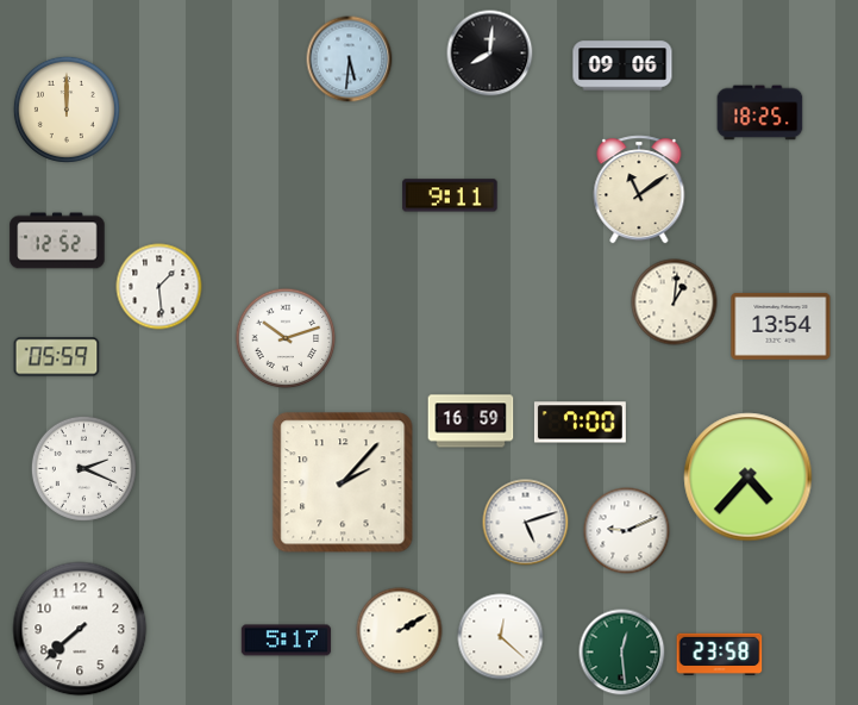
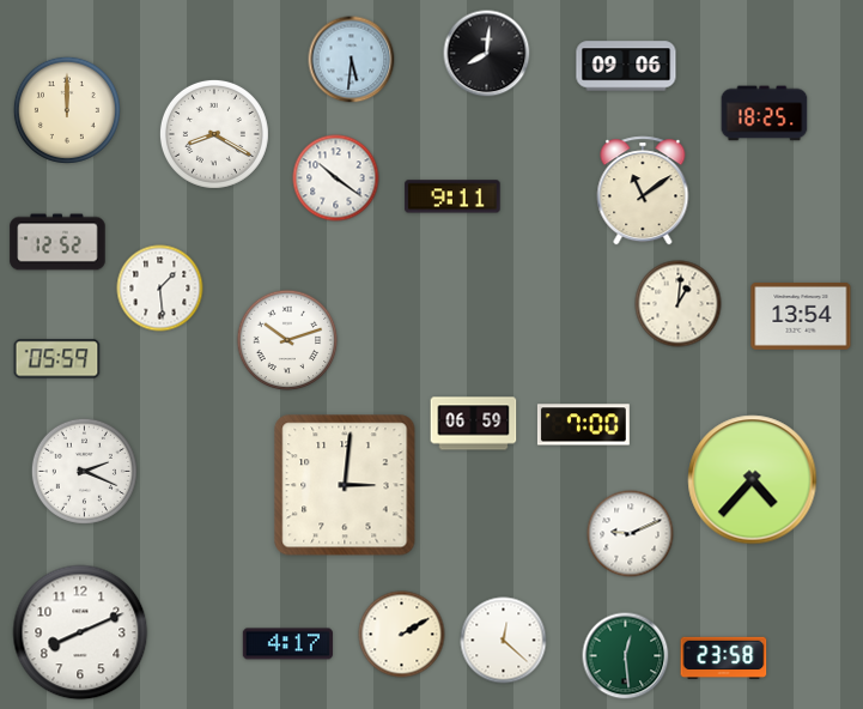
clock at (490, 54) position: (490, 54) -> (487, 54)
clock at (214, 134): none -> 8:20
clock at (336, 178): none -> 10:21
clock at (781, 326) position: (781, 326) -> (801, 316)
clock at (471, 422): 16:59 -> 06:59
clock at (343, 482): 2:07 -> 3:01
clock at (526, 523): 5:12 -> none
clock at (80, 629): 7:38 -> 8:11
clock at (286, 641): 5:17 -> 4:17
